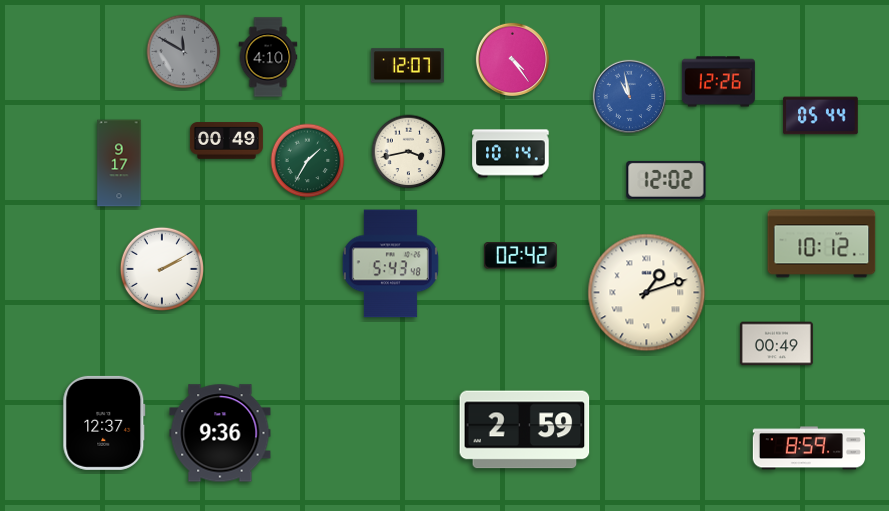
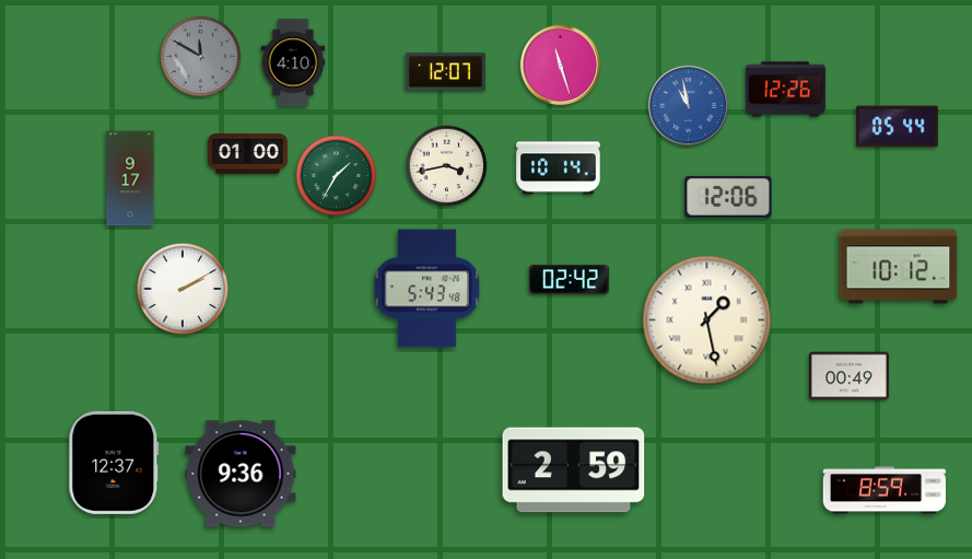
clock at (512, 59): 4:24 -> 11:27
clock at (226, 141): 00:49 -> 01:00
clock at (666, 180): 12:02 -> 12:06
clock at (162, 269) position: (162, 269) -> (183, 289)
clock at (647, 293): 1:12 -> 1:28
